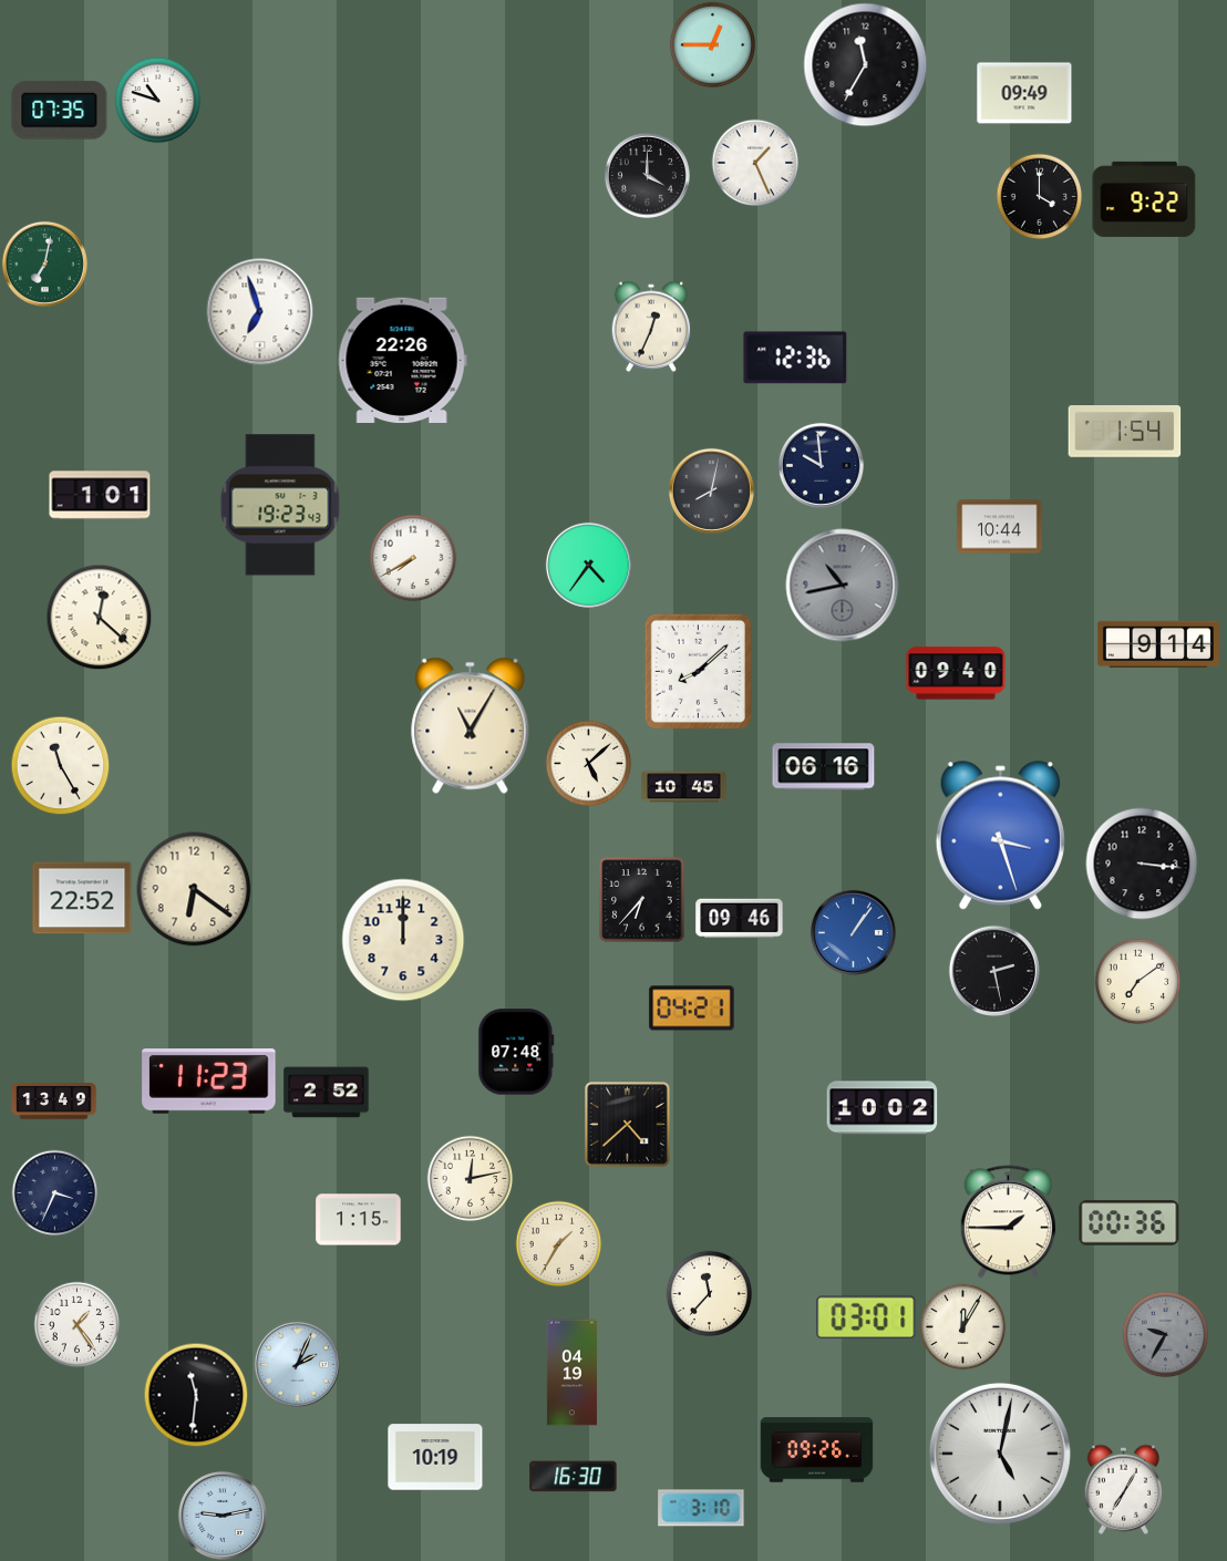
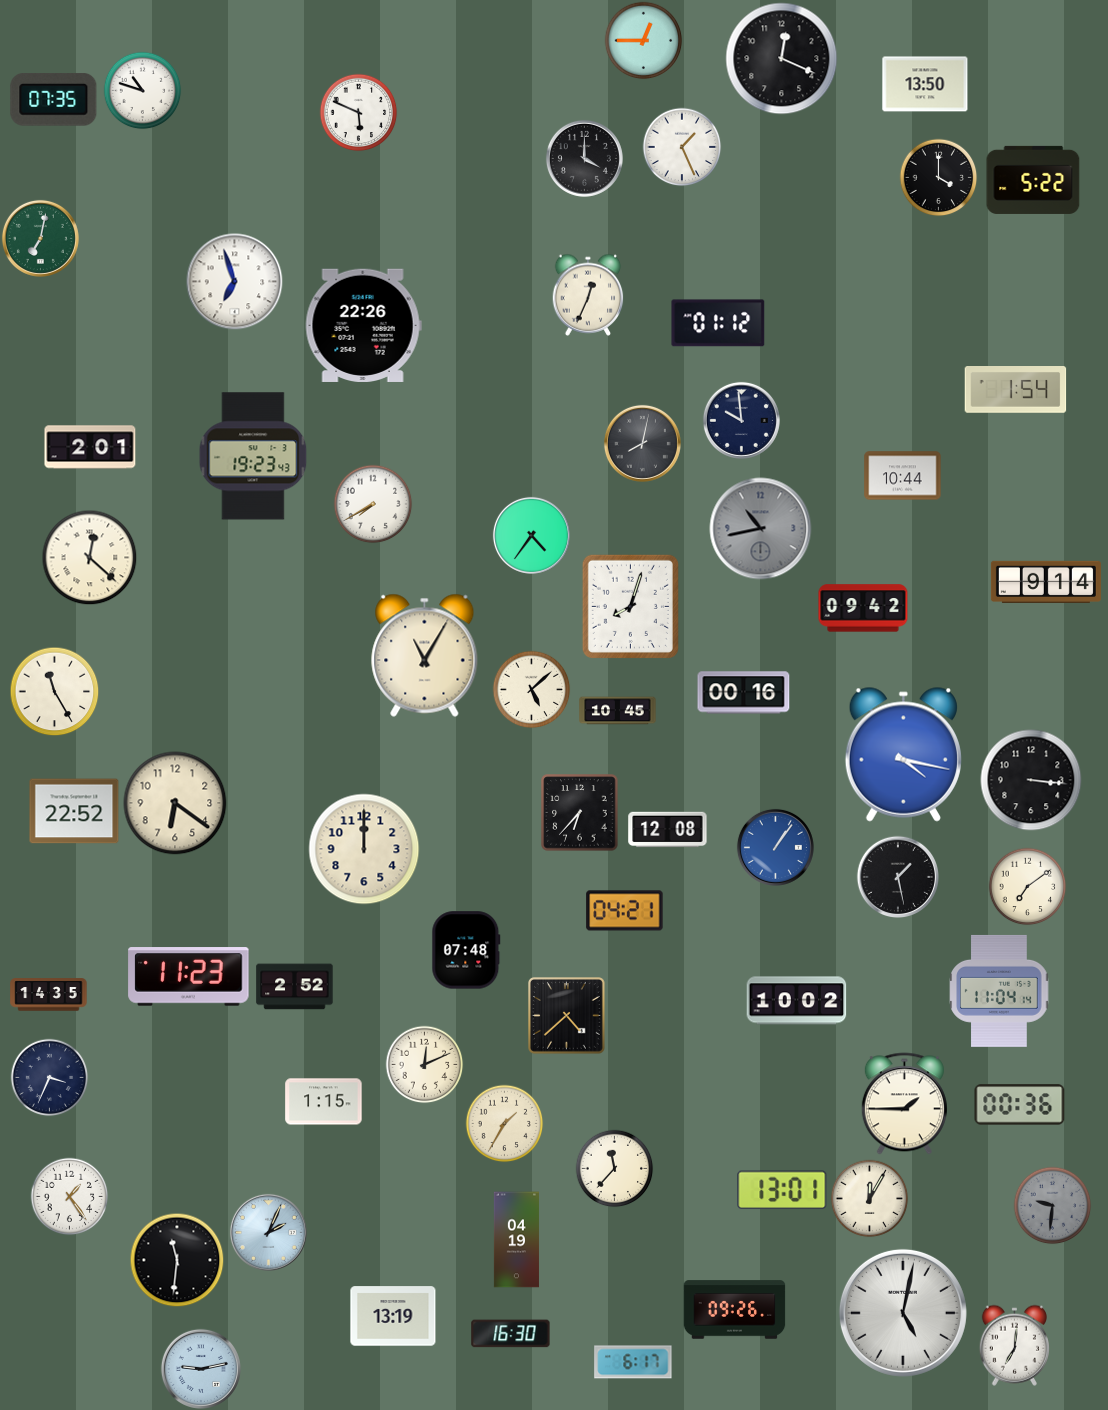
clock at (866, 65): 11:35 -> 12:19
clock at (1024, 93): 09:49 -> 13:50
clock at (358, 112): none -> 5:49
clock at (1144, 199): 9:22 -> 5:22
clock at (795, 358): 12:36 -> 01:12
clock at (100, 495): 1:01 -> 2:01
clock at (588, 565) position: (588, 565) -> (531, 535)
clock at (698, 671): 8:08 -> 8:03
clock at (956, 673): 09:40 -> 09:42
clock at (824, 767): 06:16 -> 00:16
clock at (1000, 835): 3:27 -> 4:17
clock at (740, 919): 09:46 -> 12:08
clock at (853, 932) position: (853, 932) -> (775, 847)
clock at (993, 970): 2:28 -> 1:28
clock at (999, 991): none -> 11:04
clock at (54, 1102): 13:49 -> 14:35
clock at (470, 1178): 12:13 -> 12:11
clock at (1008, 1222) position: (1008, 1222) -> (904, 1104)
clock at (709, 1293) position: (709, 1293) -> (614, 1168)
clock at (866, 1317): 03:01 -> 13:01
clock at (1165, 1334): 9:35 -> 9:31
clock at (817, 1450) position: (817, 1450) -> (735, 1310)
clock at (435, 1457): 10:19 -> 13:19
clock at (574, 1477) position: (574, 1477) -> (511, 1334)
clock at (1123, 1489): 7:05 -> 7:01
clock at (701, 1508): 3:10 -> 6:17
